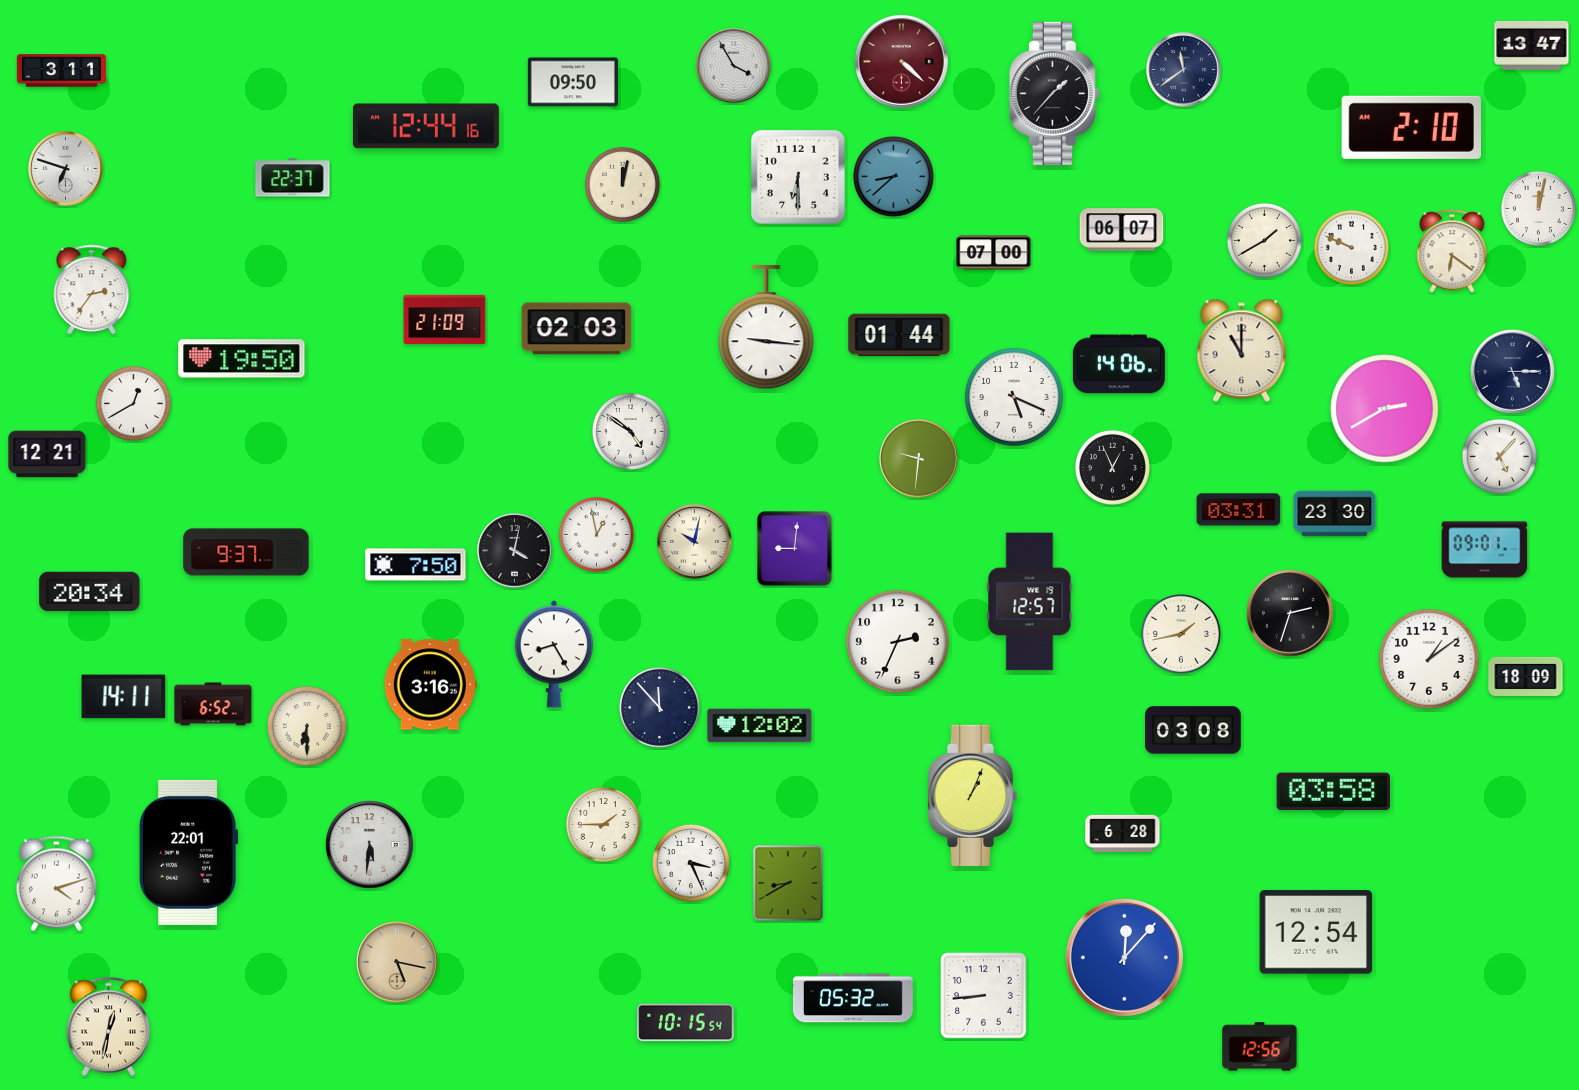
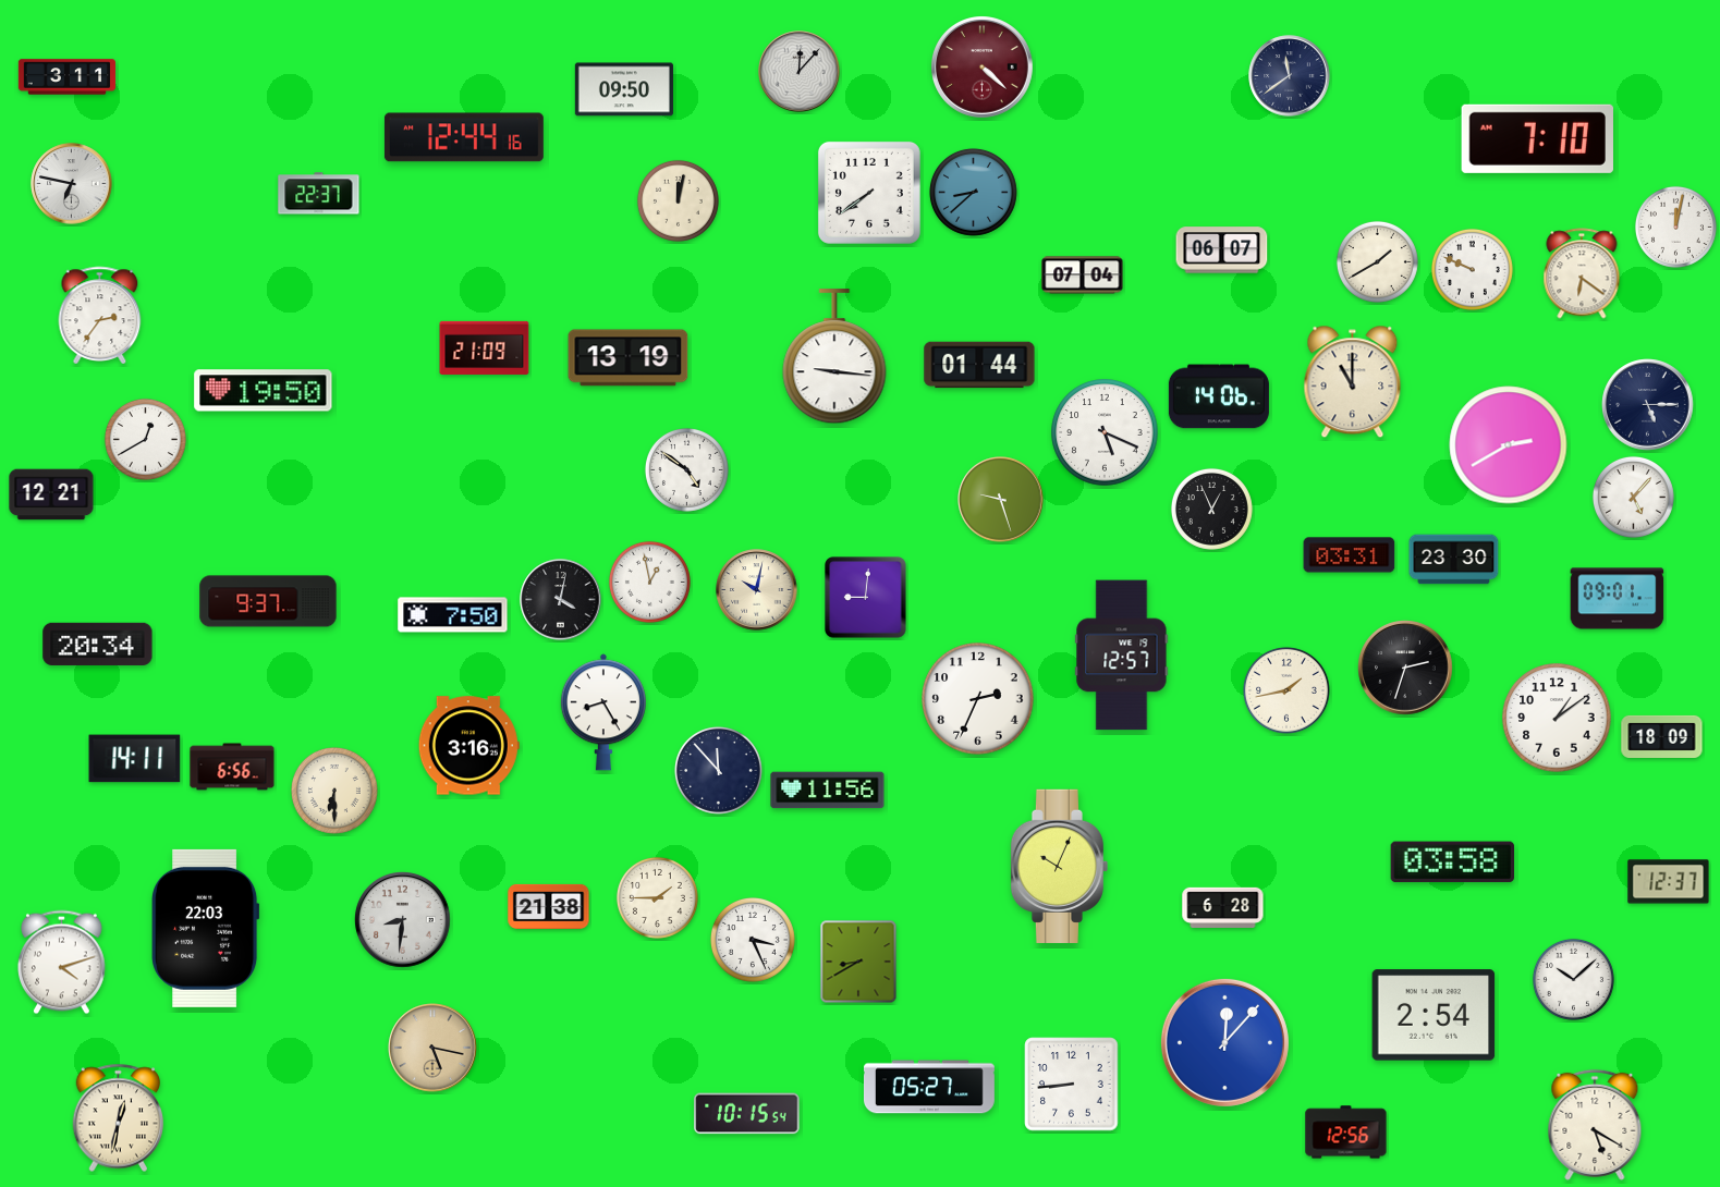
clock at (1532, 45): 13:47 -> none
clock at (734, 66): 3:55 -> 12:07
clock at (1054, 93): 1:37 -> none
clock at (1411, 127): 2:10 -> 7:10
clock at (66, 169): 6:48 -> 6:47
clock at (798, 177): 6:30 -> 7:39
clock at (994, 253): 07:00 -> 07:04
clock at (577, 329): 02:03 -> 13:19
clock at (919, 459): 9:31 -> 9:27
clock at (213, 704): 6:52 -> 6:56
clock at (760, 726): 12:02 -> 11:56
clock at (1193, 730): 03:08 -> none
clock at (972, 795): 1:04 -> 10:04
clock at (1669, 882): none -> 12:37
clock at (549, 906): none -> 21:38
clock at (370, 845): 5:31 -> 8:31
clock at (189, 852): 22:01 -> 22:03
clock at (1573, 979): none -> 10:08
clock at (1316, 932): 12:54 -> 2:54
clock at (853, 998): 05:32 -> 05:27
clock at (1595, 1125): none -> 5:20
clock at (1260, 1047) position: (1260, 1047) -> (1346, 1133)
